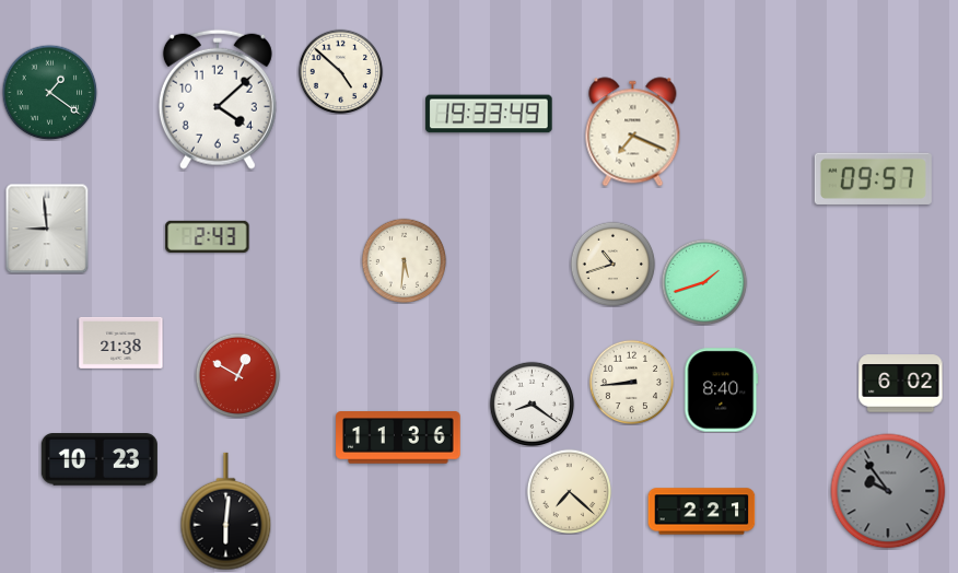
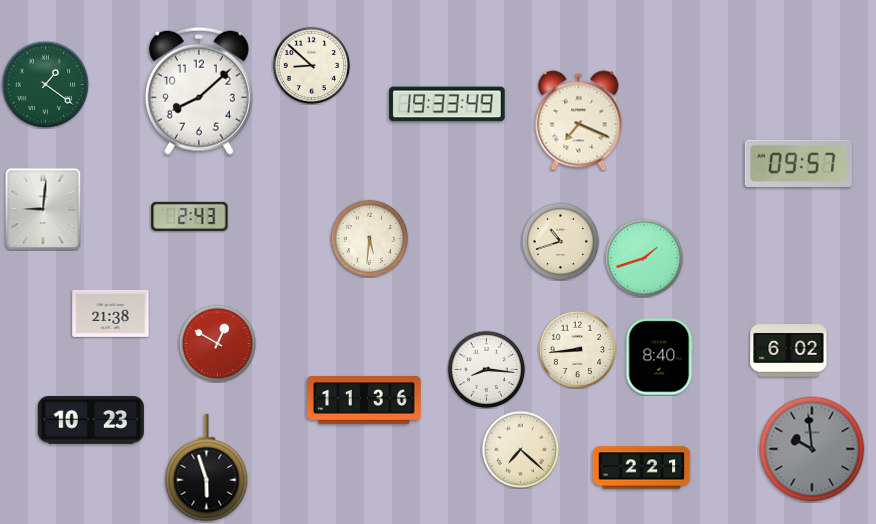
clock at (340, 71): 4:52 -> 8:52
clock at (218, 100): 4:08 -> 8:08
clock at (47, 229): 8:59 -> 9:01
clock at (901, 384) position: (901, 384) -> (789, 351)
clock at (531, 404): 8:21 -> 8:16
clock at (888, 491): 9:54 -> 9:59
clock at (226, 512): 6:01 -> 5:57
